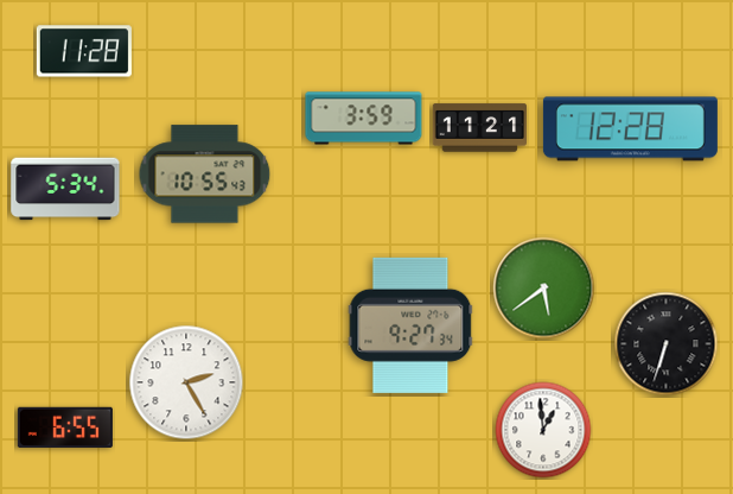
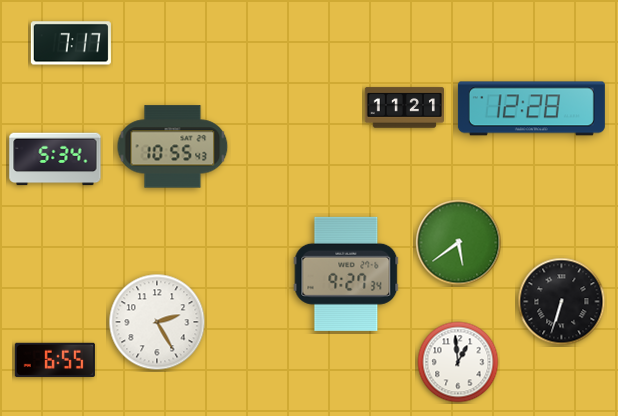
clock at (84, 51): 11:28 -> 7:17
clock at (364, 119): 3:59 -> none
clock at (667, 344) position: (667, 344) -> (562, 302)
